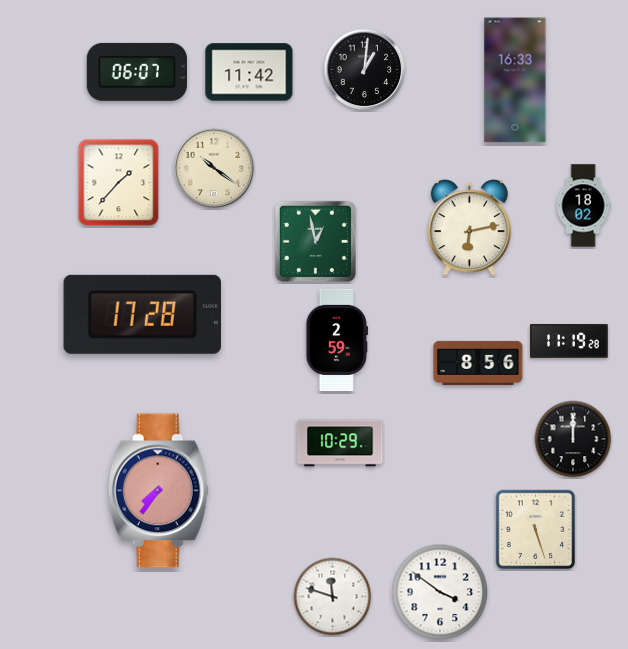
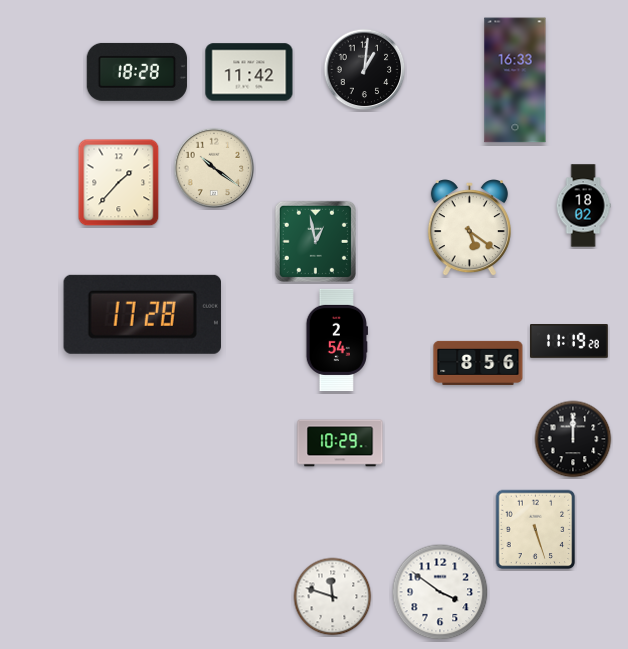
clock at (136, 72): 06:07 -> 18:28
clock at (469, 228): 6:13 -> 5:21
clock at (336, 340): 2:59 -> 2:54
clock at (158, 491): 7:36 -> none
